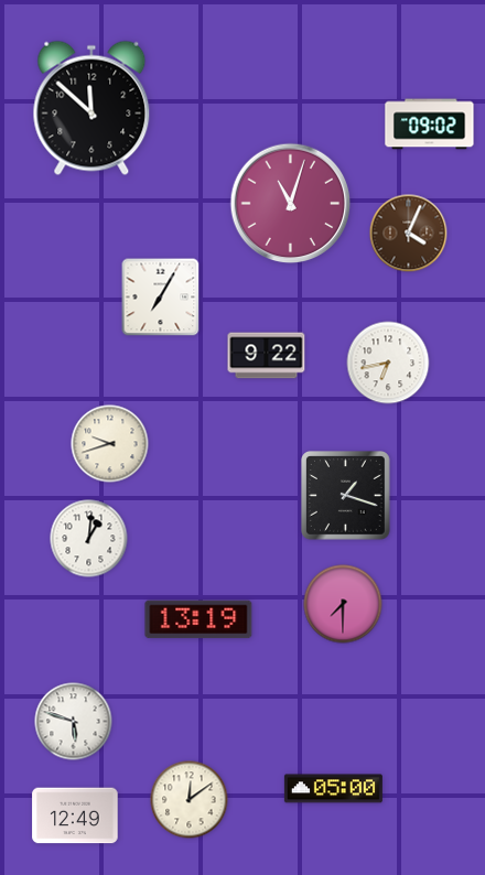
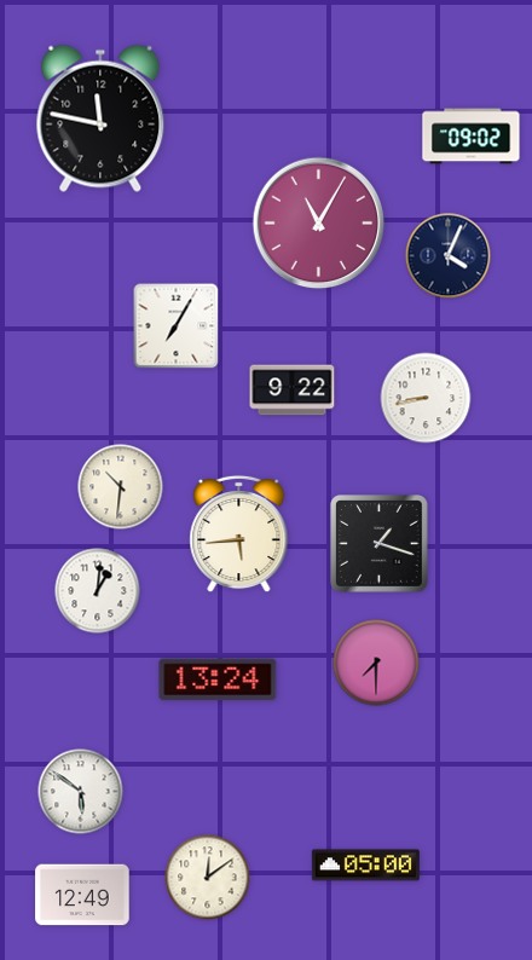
clock at (91, 108): 11:52 -> 11:47
clock at (291, 204): 11:03 -> 11:05
clock at (409, 234) dial: brown -> navy
clock at (388, 363): 6:43 -> 8:43
clock at (110, 444): 9:42 -> 10:31
clock at (239, 534): none -> 5:44
clock at (198, 619): 13:19 -> 13:24
clock at (74, 722): 5:48 -> 5:51
